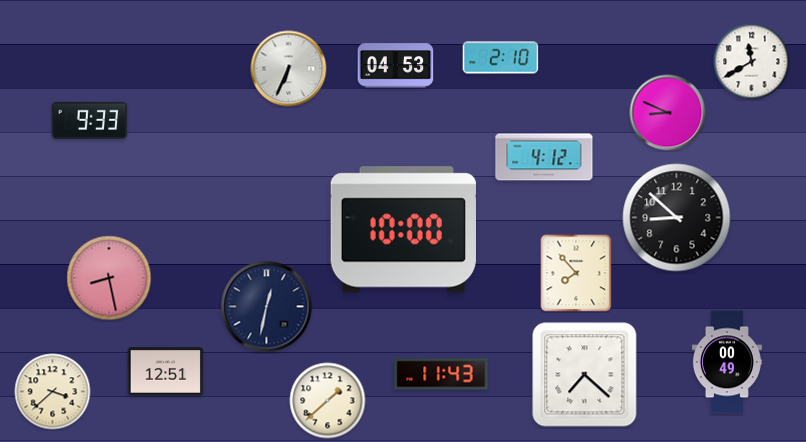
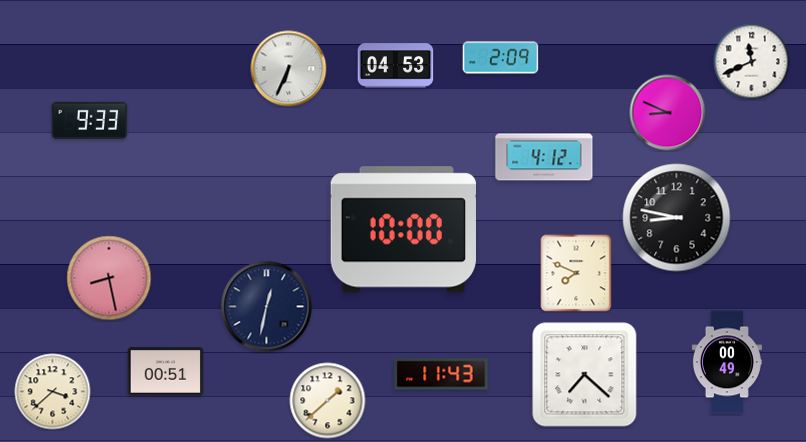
clock at (501, 58): 2:10 -> 2:09
clock at (752, 62): 11:40 -> 11:41
clock at (677, 218): 8:52 -> 8:47
clock at (576, 273): 7:53 -> 7:49
clock at (166, 372): 12:51 -> 00:51
